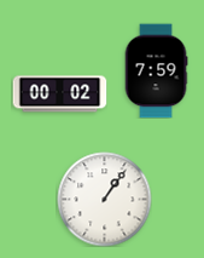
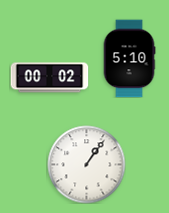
clock at (156, 70): 7:59 -> 5:10
